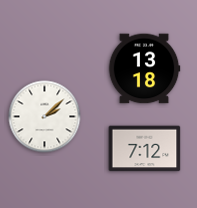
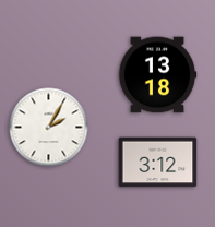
clock at (45, 117): 2:08 -> 2:05
clock at (145, 149): 7:12 -> 3:12
